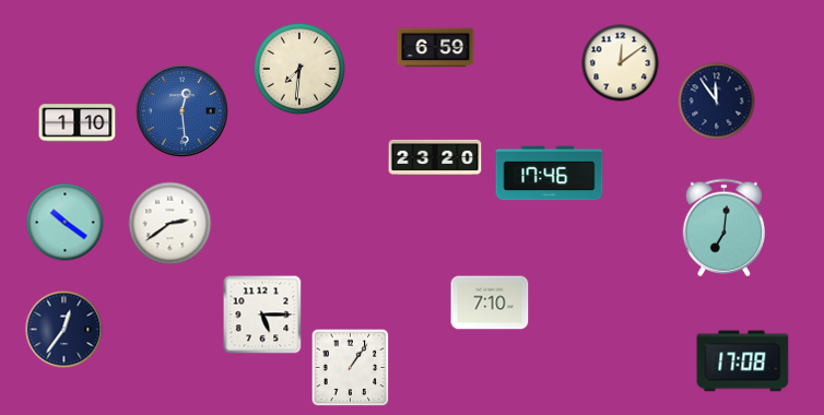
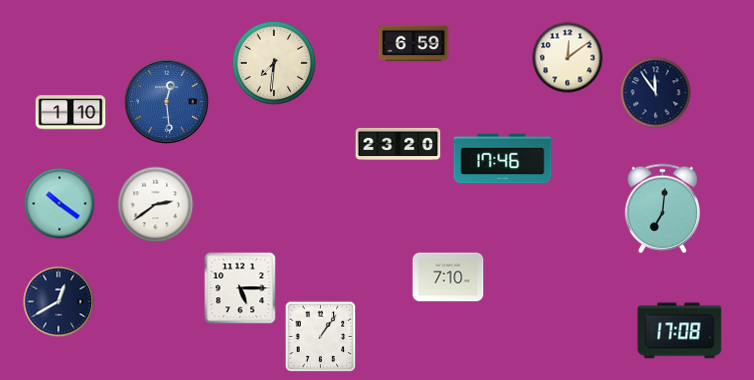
clock at (436, 48) position: (436, 48) -> (414, 44)
clock at (64, 330): 12:36 -> 12:40
